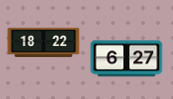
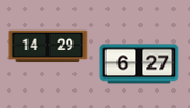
clock at (44, 43): 18:22 -> 14:29
